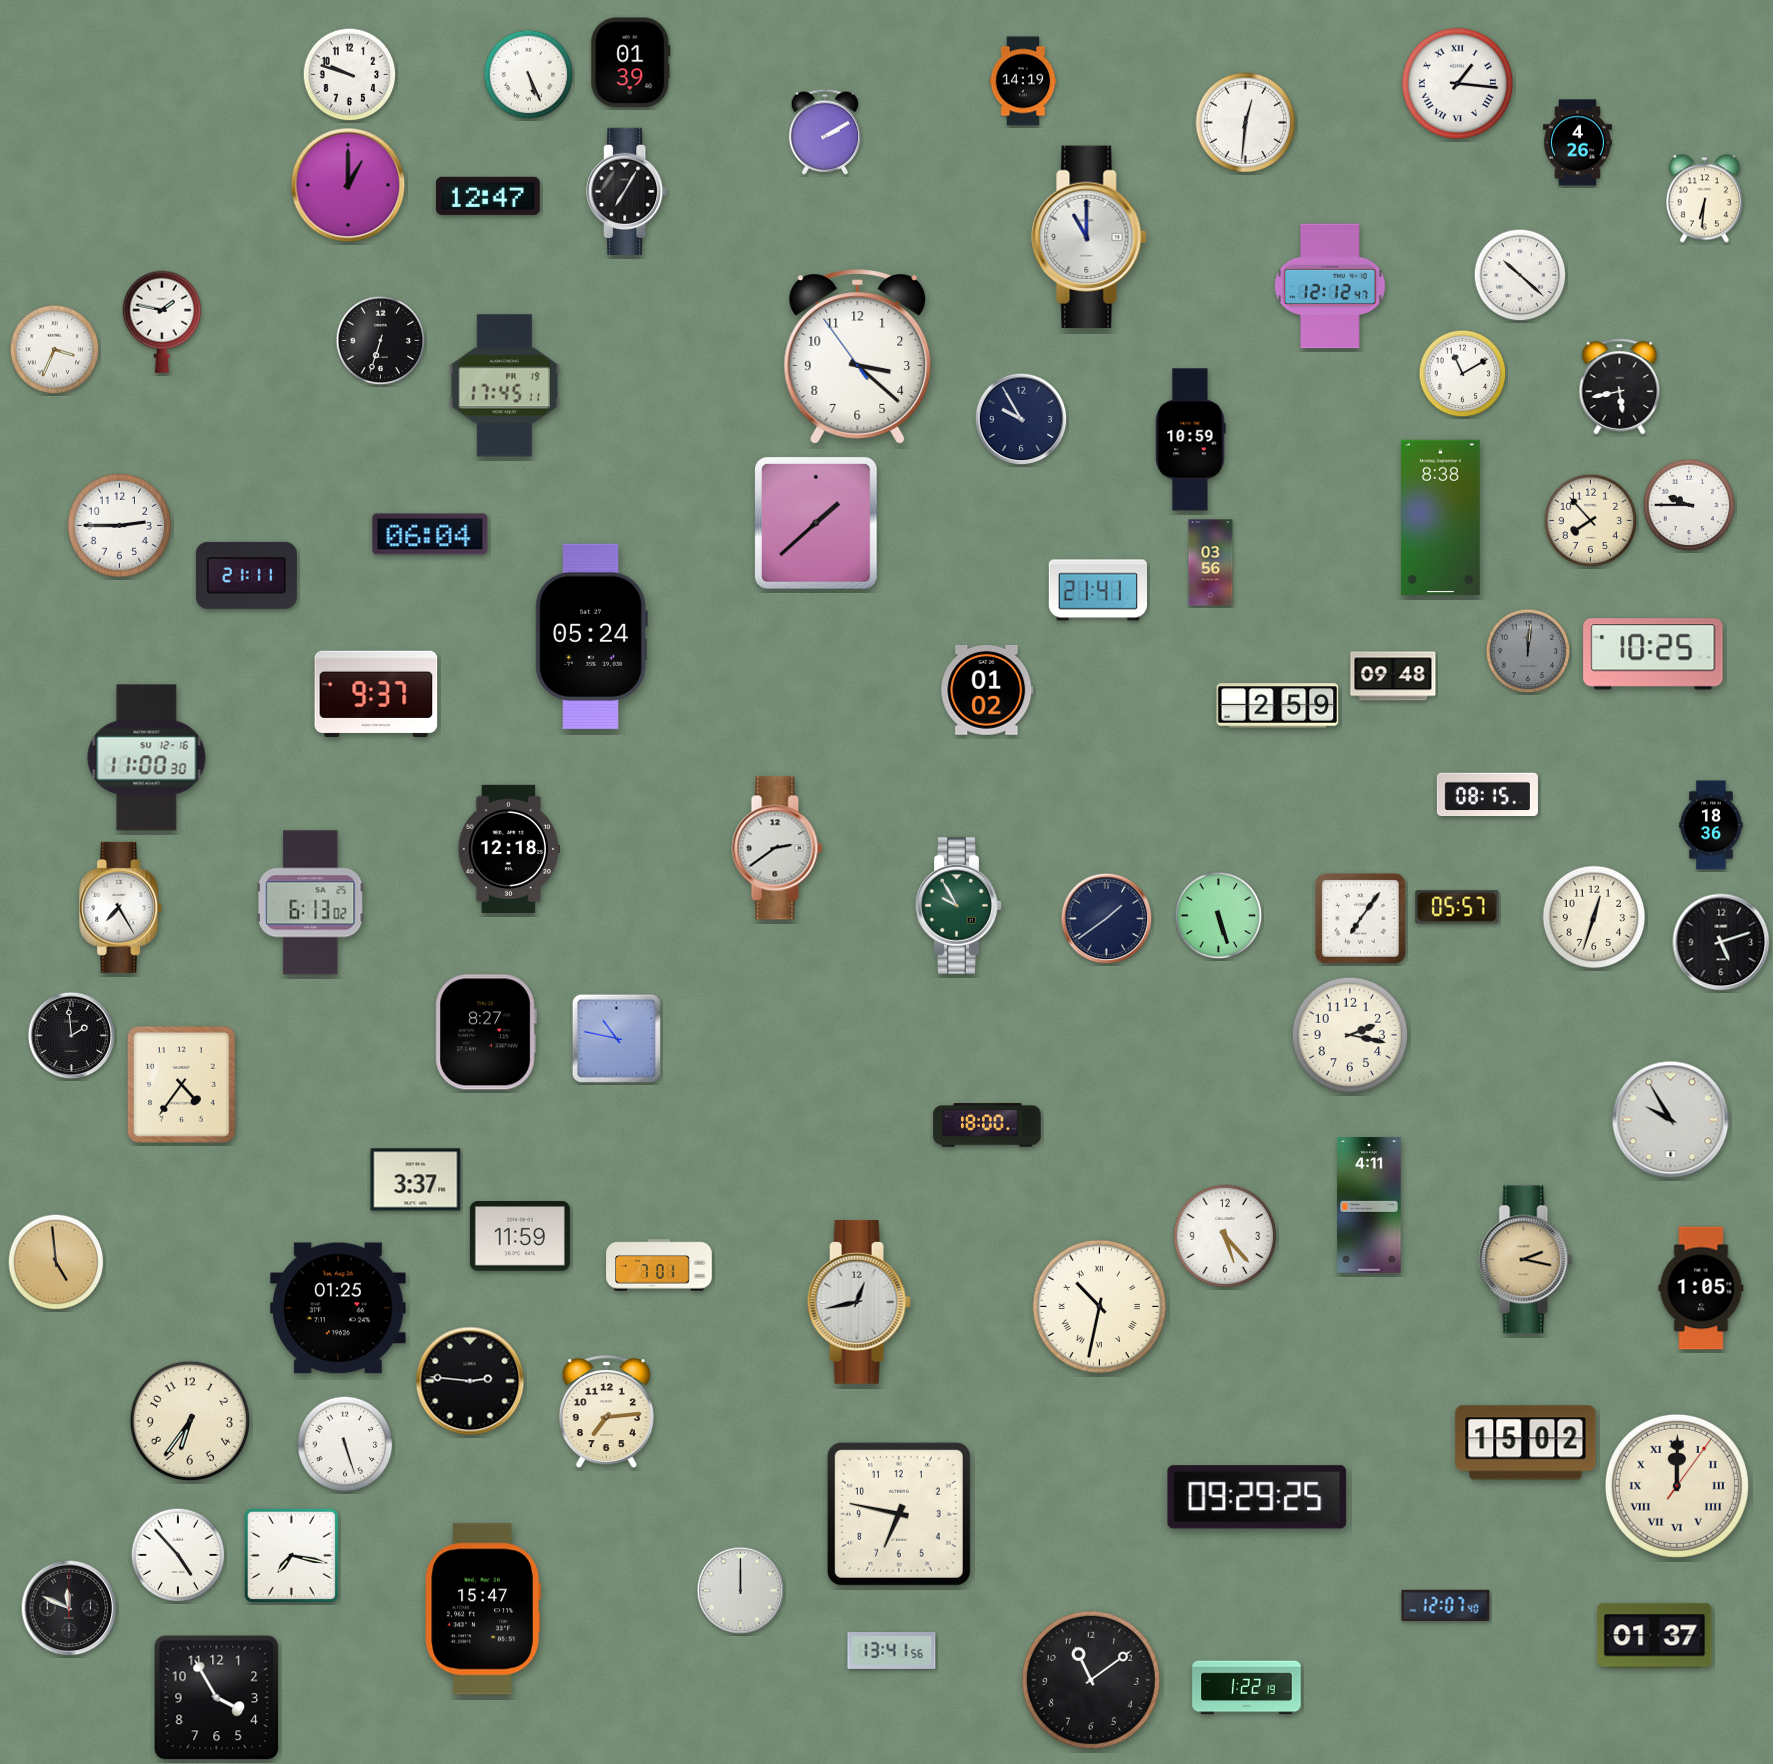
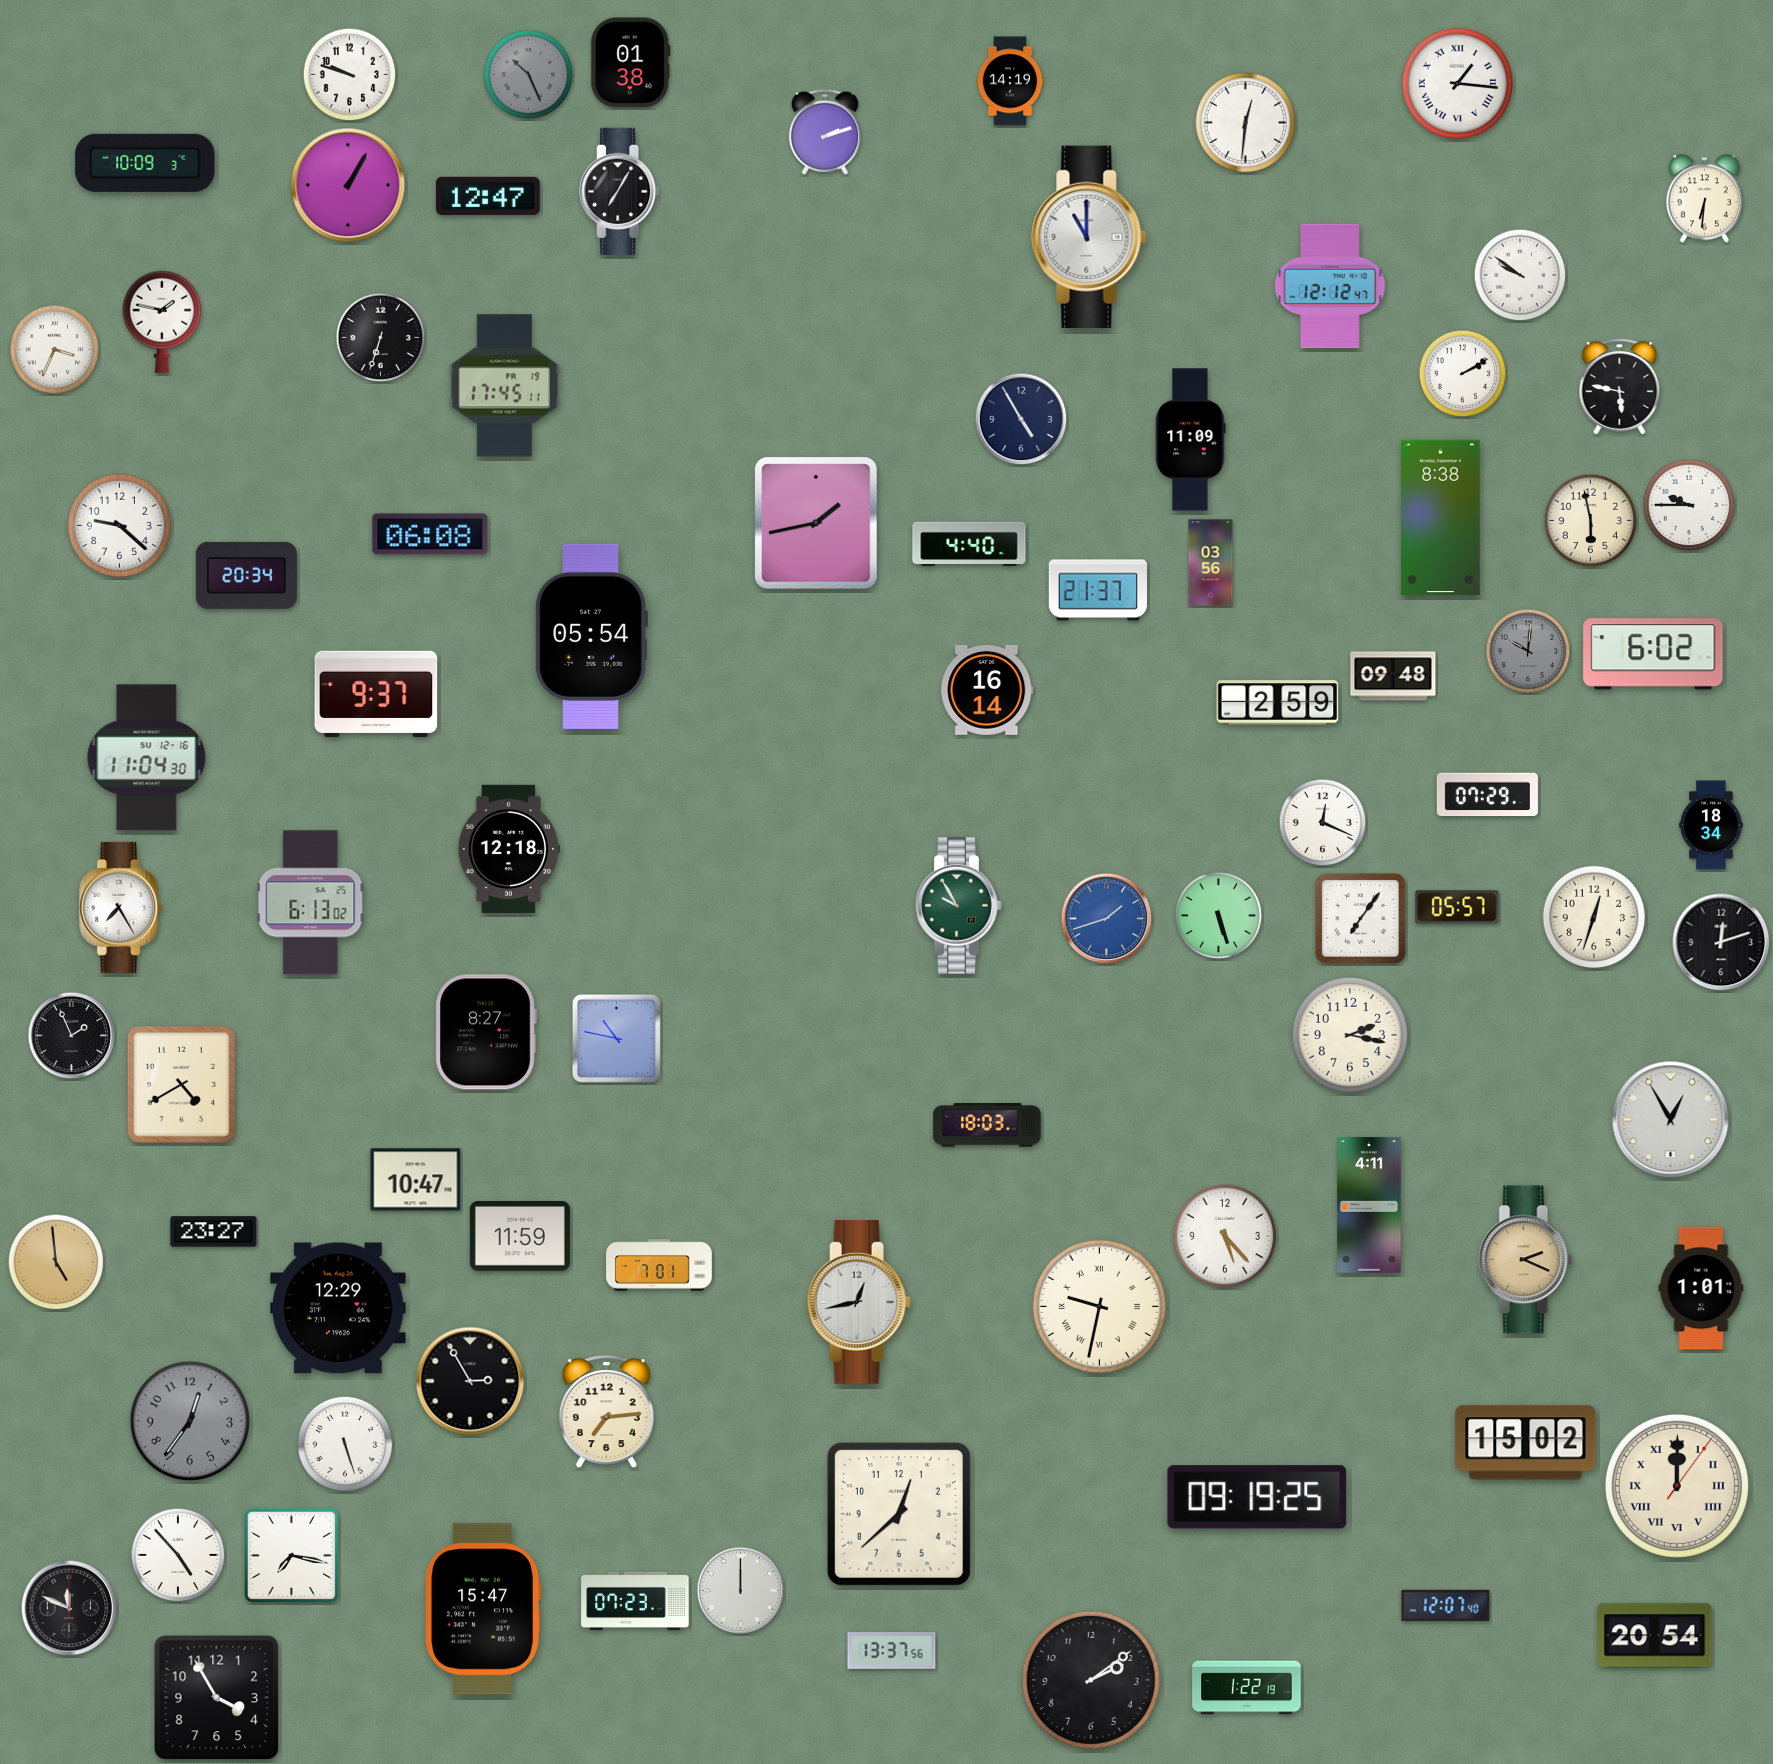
clock at (631, 63): 01:39 -> 01:38
clock at (529, 75): 5:26 -> 10:26
clock at (529, 75) dial: white -> grey
clock at (1023, 81) position: (1023, 81) -> (1010, 81)
clock at (825, 132): 2:10 -> 2:12
clock at (1577, 143): 4:26 -> none
clock at (145, 163): none -> 10:09
clock at (348, 185): 1:00 -> 1:05
clock at (627, 191) position: (627, 191) -> (620, 191)
clock at (1520, 275): 10:22 -> 9:51
clock at (381, 341) position: (381, 341) -> (381, 338)
clock at (858, 357): 3:21 -> none
clock at (1463, 374): 11:10 -> 2:10
clock at (1620, 387): 5:43 -> 5:47
clock at (1021, 419): 9:55 -> 4:55
clock at (1190, 440): 10:59 -> 11:09
clock at (1591, 521): 7:53 -> 5:58
clock at (816, 523): 1:38 -> 1:43
clock at (120, 526): 2:45 -> 9:22
clock at (430, 534): 06:04 -> 06:08
clock at (969, 544): none -> 4:40
clock at (246, 575): 21:11 -> 20:34
clock at (1097, 590): 21:41 -> 21:37
clock at (591, 636): 05:24 -> 05:54
clock at (1528, 651): 12:01 -> 10:01
clock at (1653, 654): 10:25 -> 6:02
clock at (987, 690): 01:02 -> 16:14
clock at (1278, 706) position: (1278, 706) -> (1278, 703)
clock at (147, 758): 11:00 -> 11:04
clock at (1487, 795): 08:15 -> 07:29
clock at (1323, 823): none -> 12:19
clock at (1711, 825): 18:36 -> 18:34
clock at (777, 848): 2:39 -> none
clock at (1107, 919): 1:39 -> 1:42
clock at (1107, 919) dial: navy -> blue
clock at (1721, 942): 5:12 -> 12:12
clock at (72, 1036): 1:59 -> 1:56
clock at (181, 1084): 4:36 -> 4:40
clock at (1671, 1120): 9:55 -> 12:55
clock at (987, 1125): 18:00 -> 18:03
clock at (416, 1180): 3:37 -> 10:47
clock at (214, 1232): none -> 23:27
clock at (1526, 1260): 2:17 -> 2:19
clock at (1701, 1288): 1:05 -> 1:01
clock at (1099, 1306): 10:32 -> 9:32
clock at (338, 1308): 01:25 -> 12:29
clock at (470, 1381): 2:46 -> 2:55
clock at (190, 1421): 6:36 -> 12:36
clock at (190, 1421) dial: cream -> grey
clock at (1257, 1497): 09:29 -> 09:19
clock at (899, 1514): 6:47 -> 12:38
clock at (635, 1601): none -> 07:23
clock at (1655, 1636): 01:37 -> 20:54
clock at (892, 1651): 13:41 -> 13:37
clock at (1091, 1680): 11:09 -> 2:09
